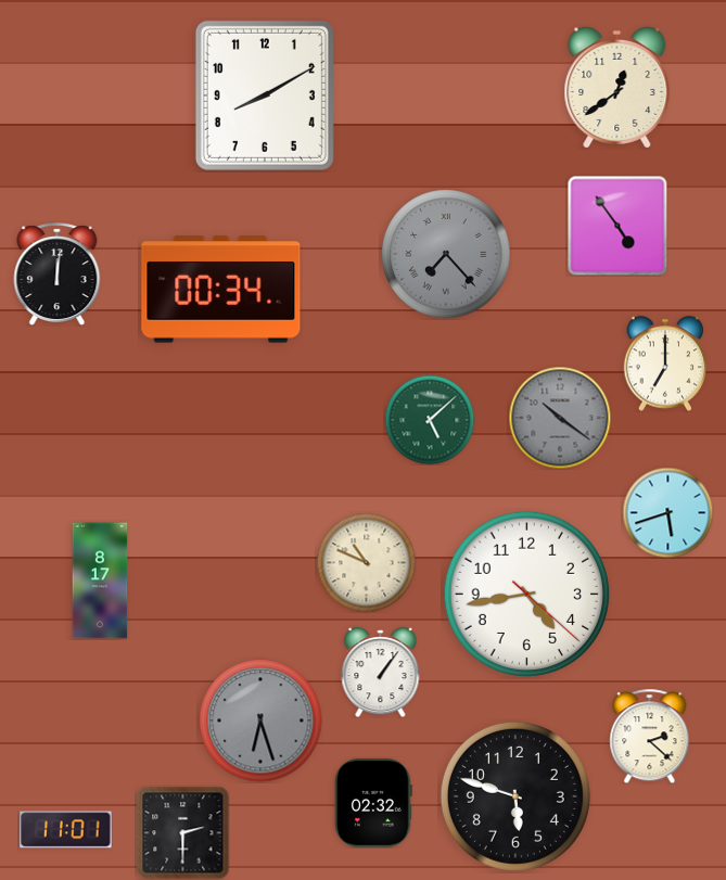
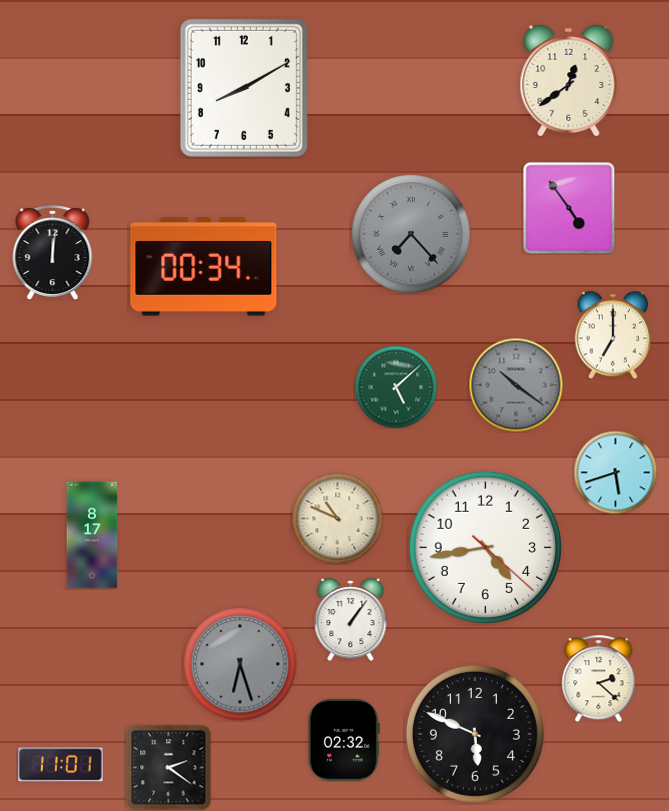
clock at (515, 796): 5:48 -> 5:49
clock at (182, 832): 2:30 -> 2:21
